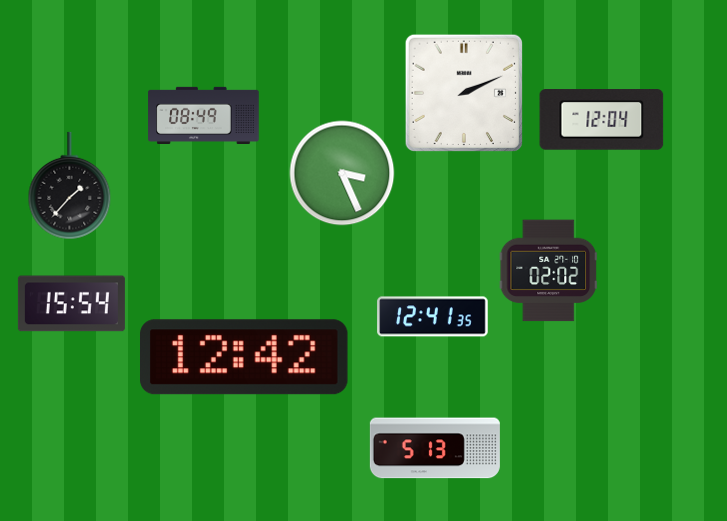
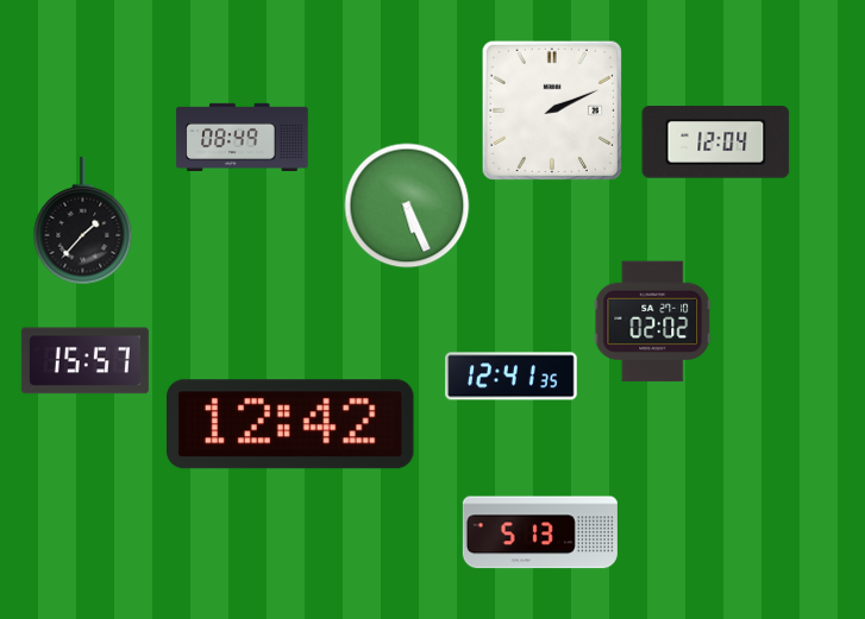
clock at (342, 173): 3:26 -> 5:26
clock at (71, 304): 15:54 -> 15:57
clock at (433, 317) position: (433, 317) -> (512, 377)
clock at (435, 448) position: (435, 448) -> (540, 532)
